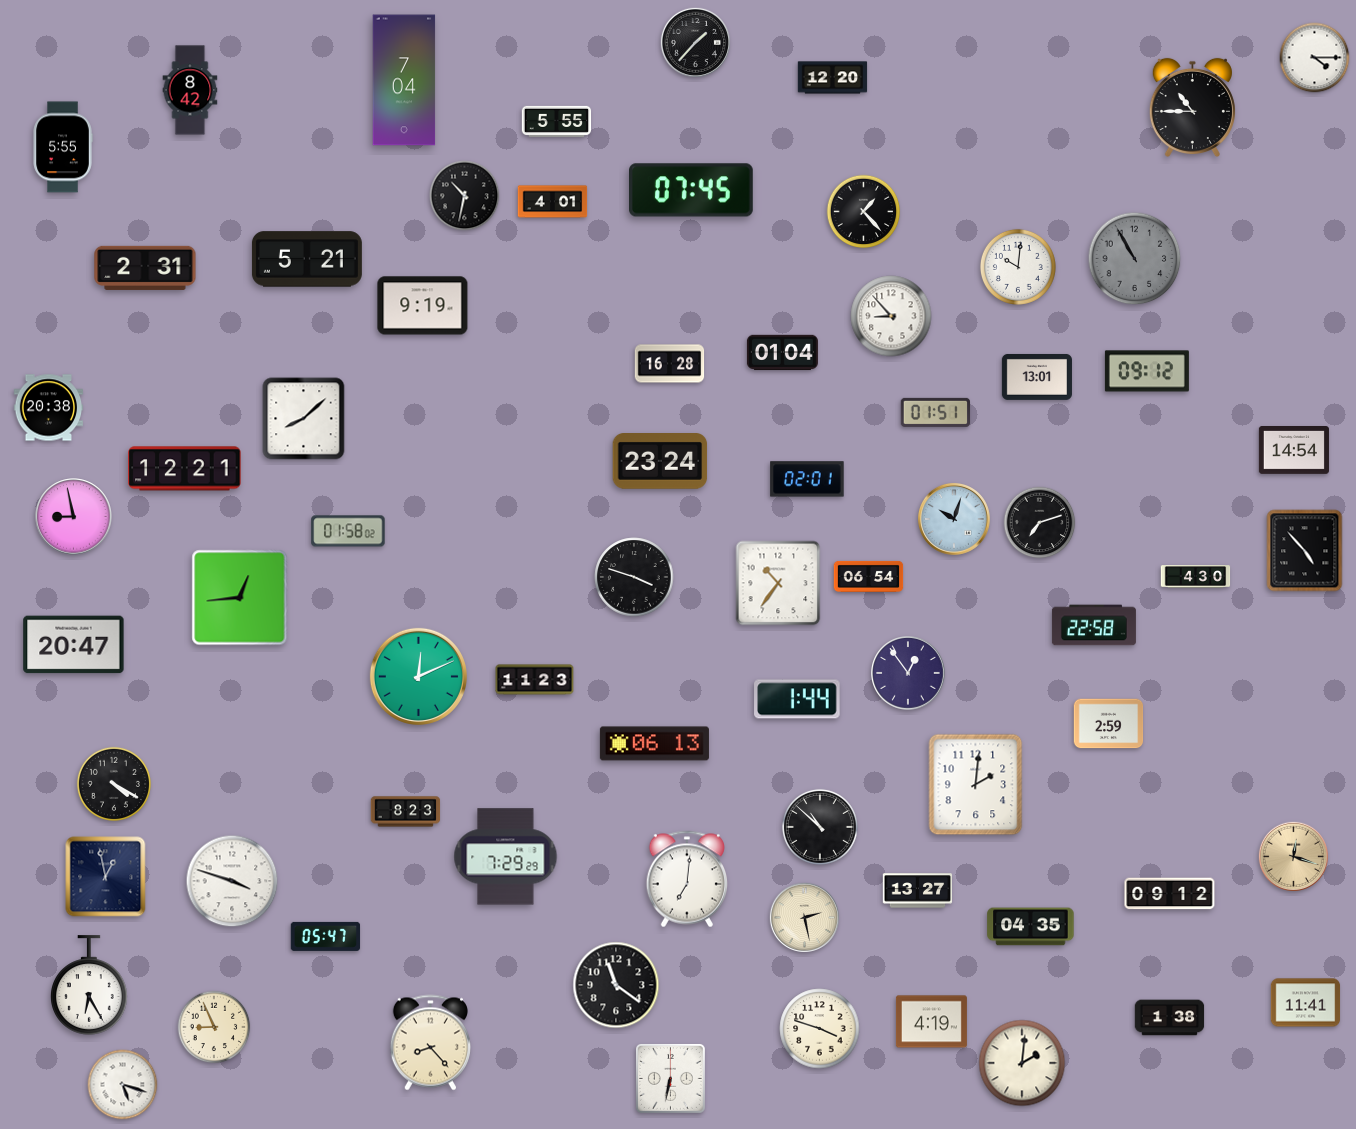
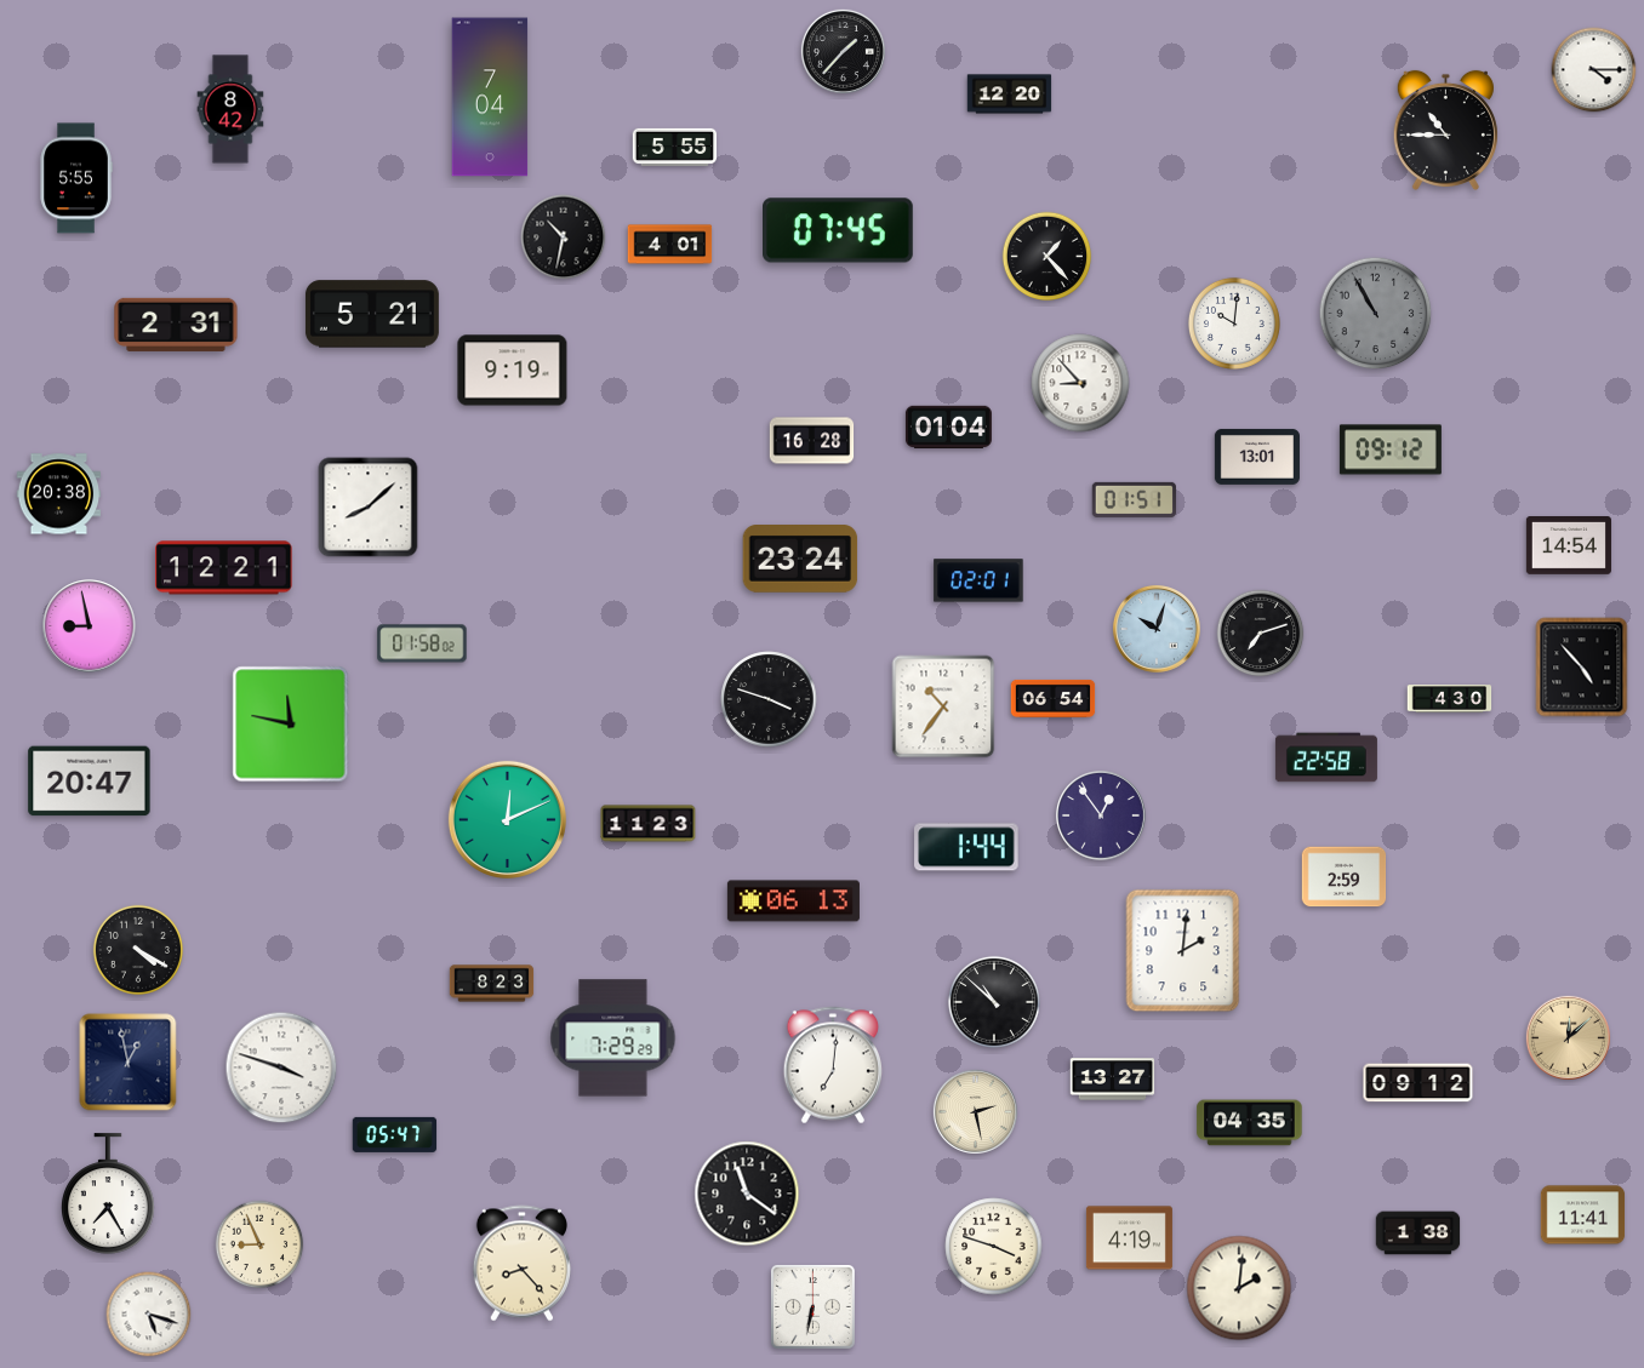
clock at (240, 598): 12:44 -> 11:47
clock at (1293, 856): 12:18 -> 12:08
clock at (90, 985): 6:25 -> 7:25
